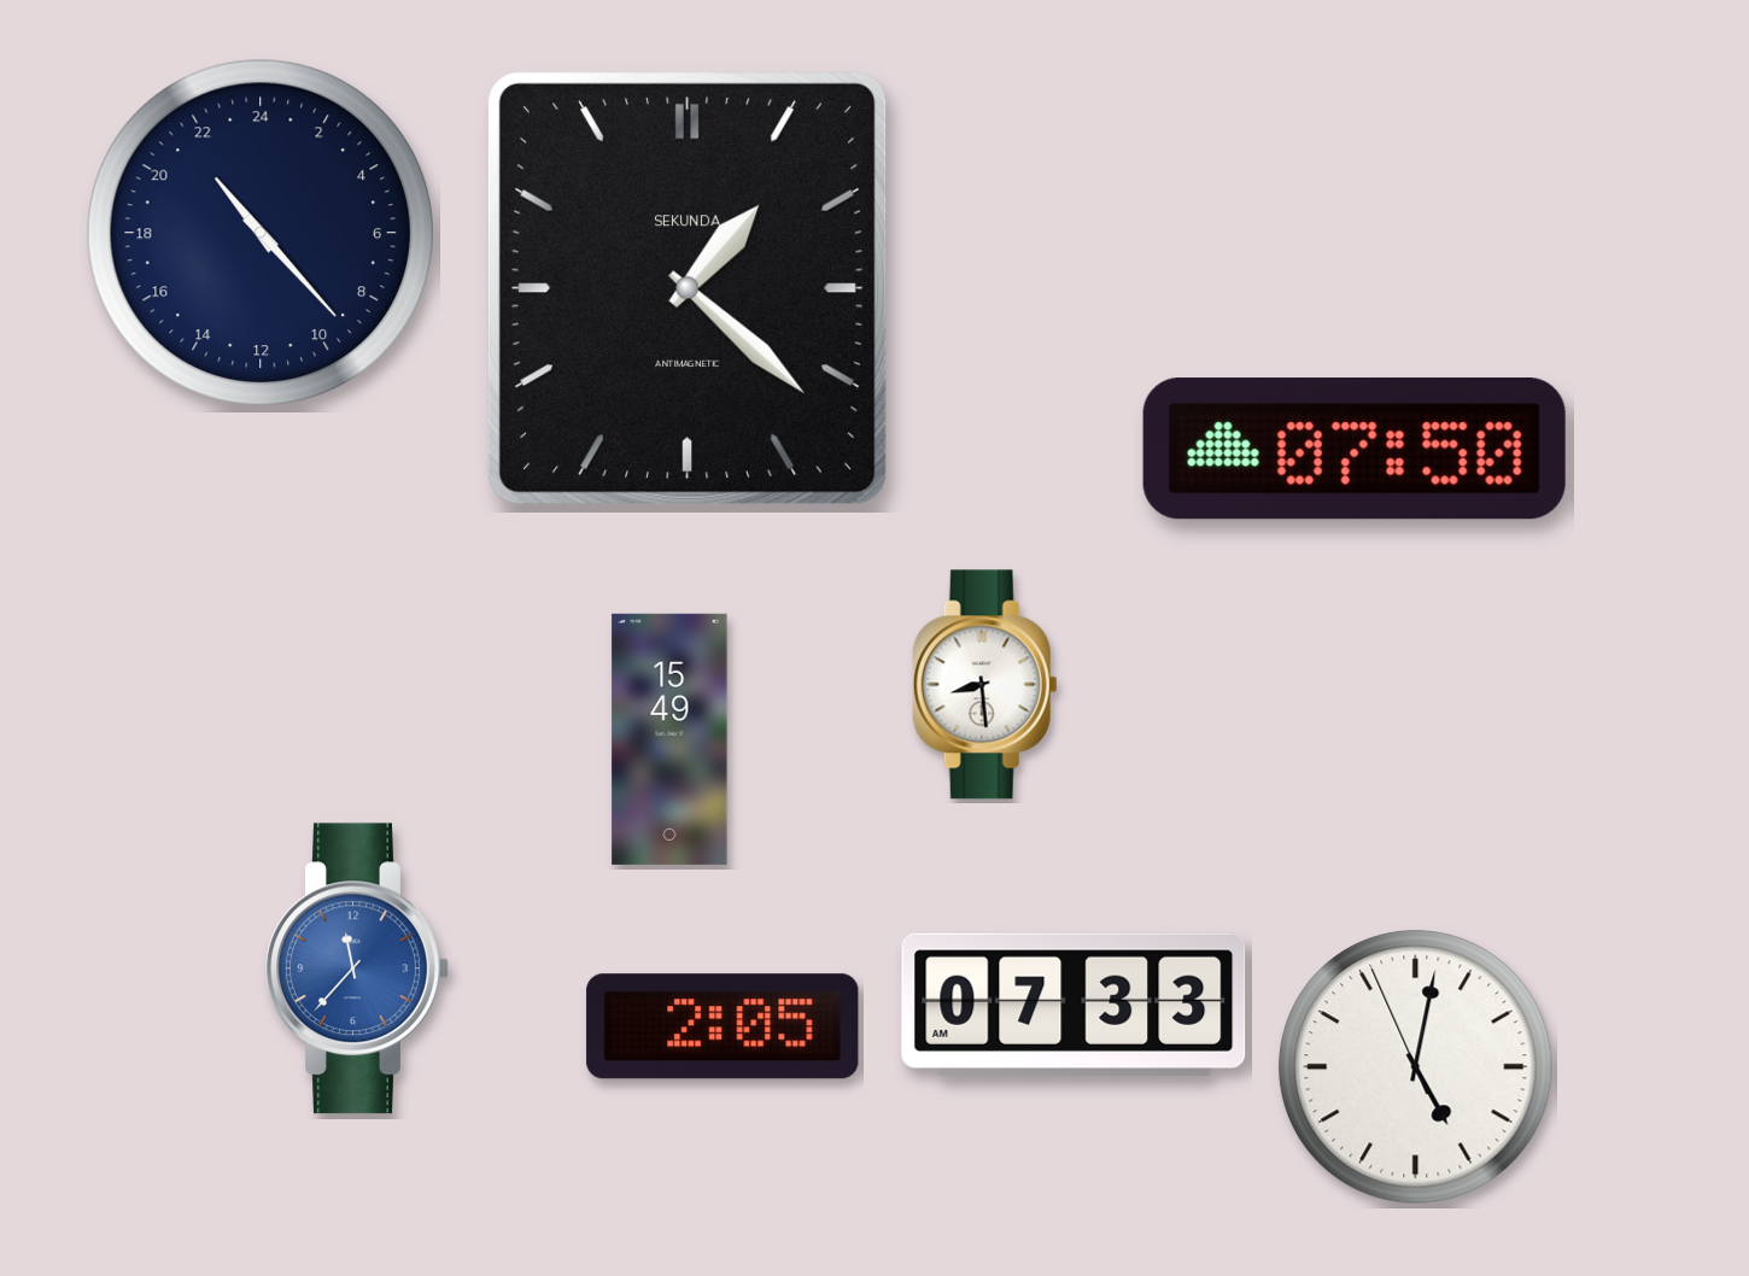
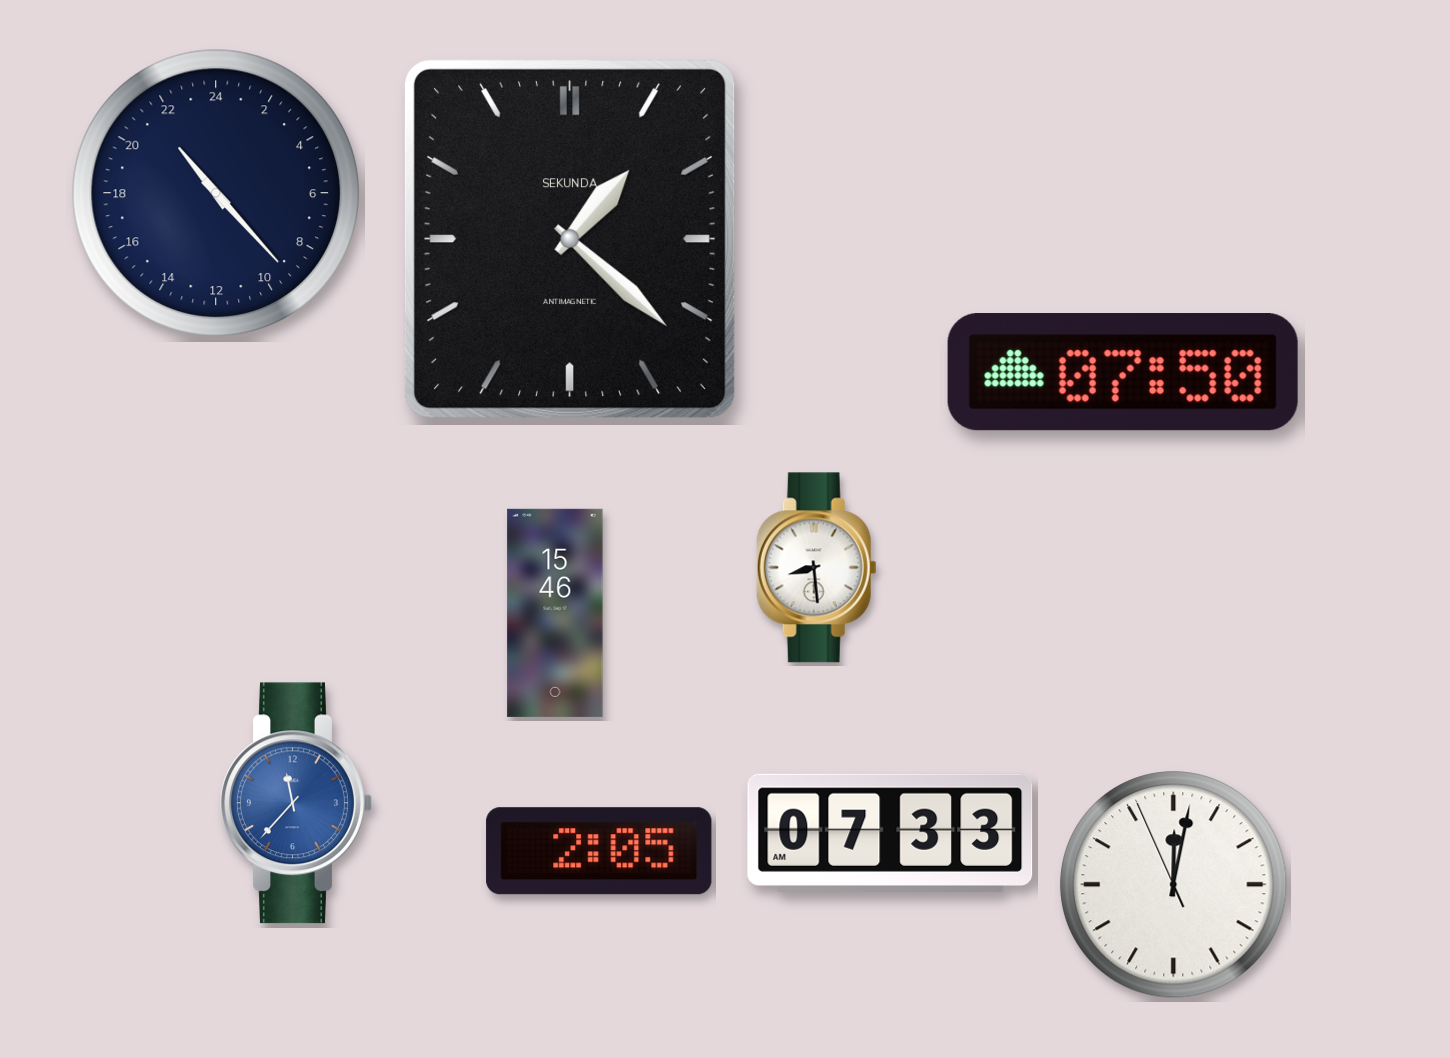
clock at (669, 739): 15:49 -> 15:46
clock at (1416, 1067): 5:01 -> 12:01
